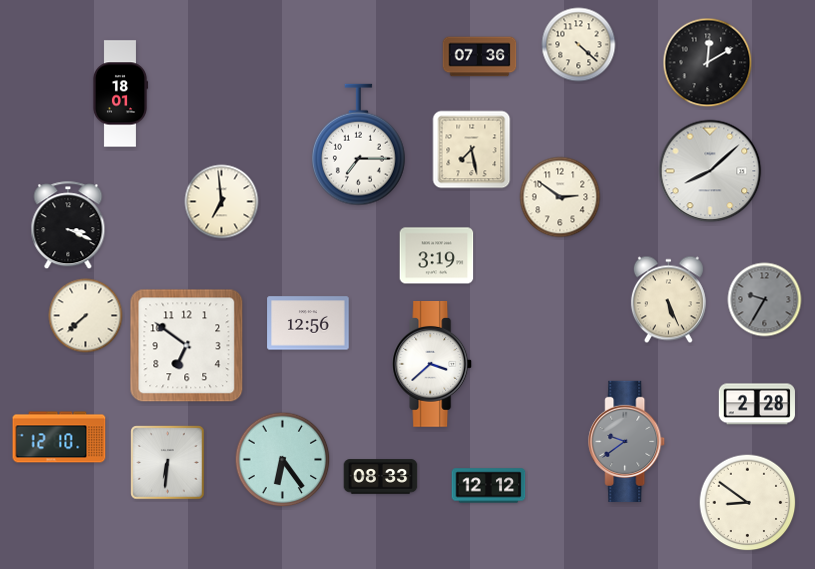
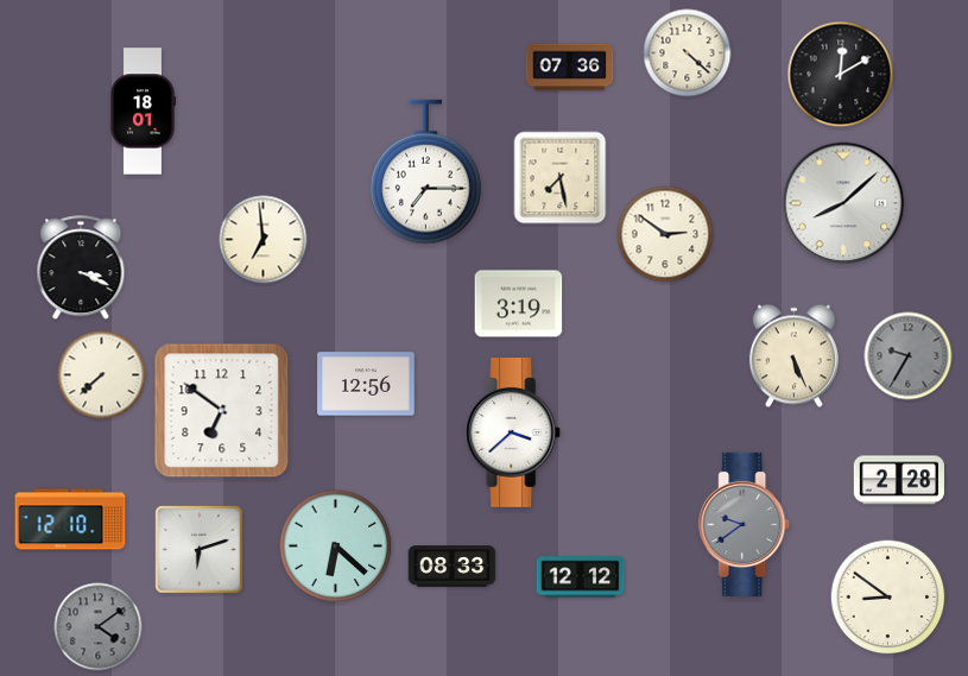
clock at (283, 460): 6:24 -> 6:22
clock at (168, 463): 6:31 -> 6:12
clock at (99, 627): none -> 4:09
